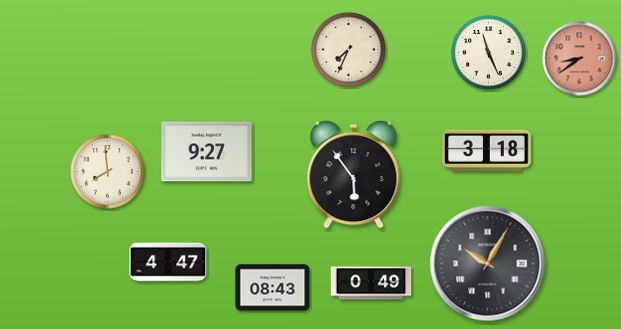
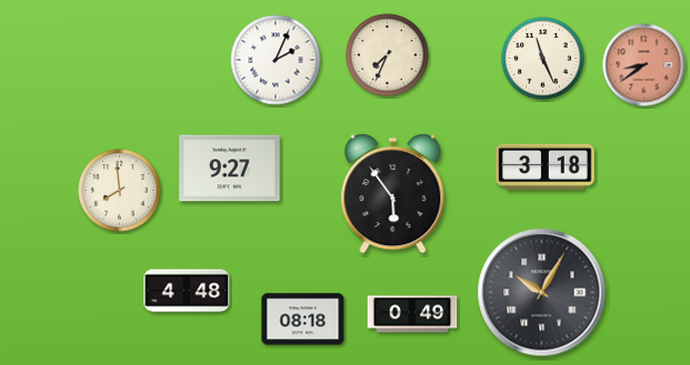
clock at (276, 60): none -> 2:04
clock at (487, 150) position: (487, 150) -> (546, 166)
clock at (168, 262): 4:47 -> 4:48
clock at (273, 288): 08:43 -> 08:18
